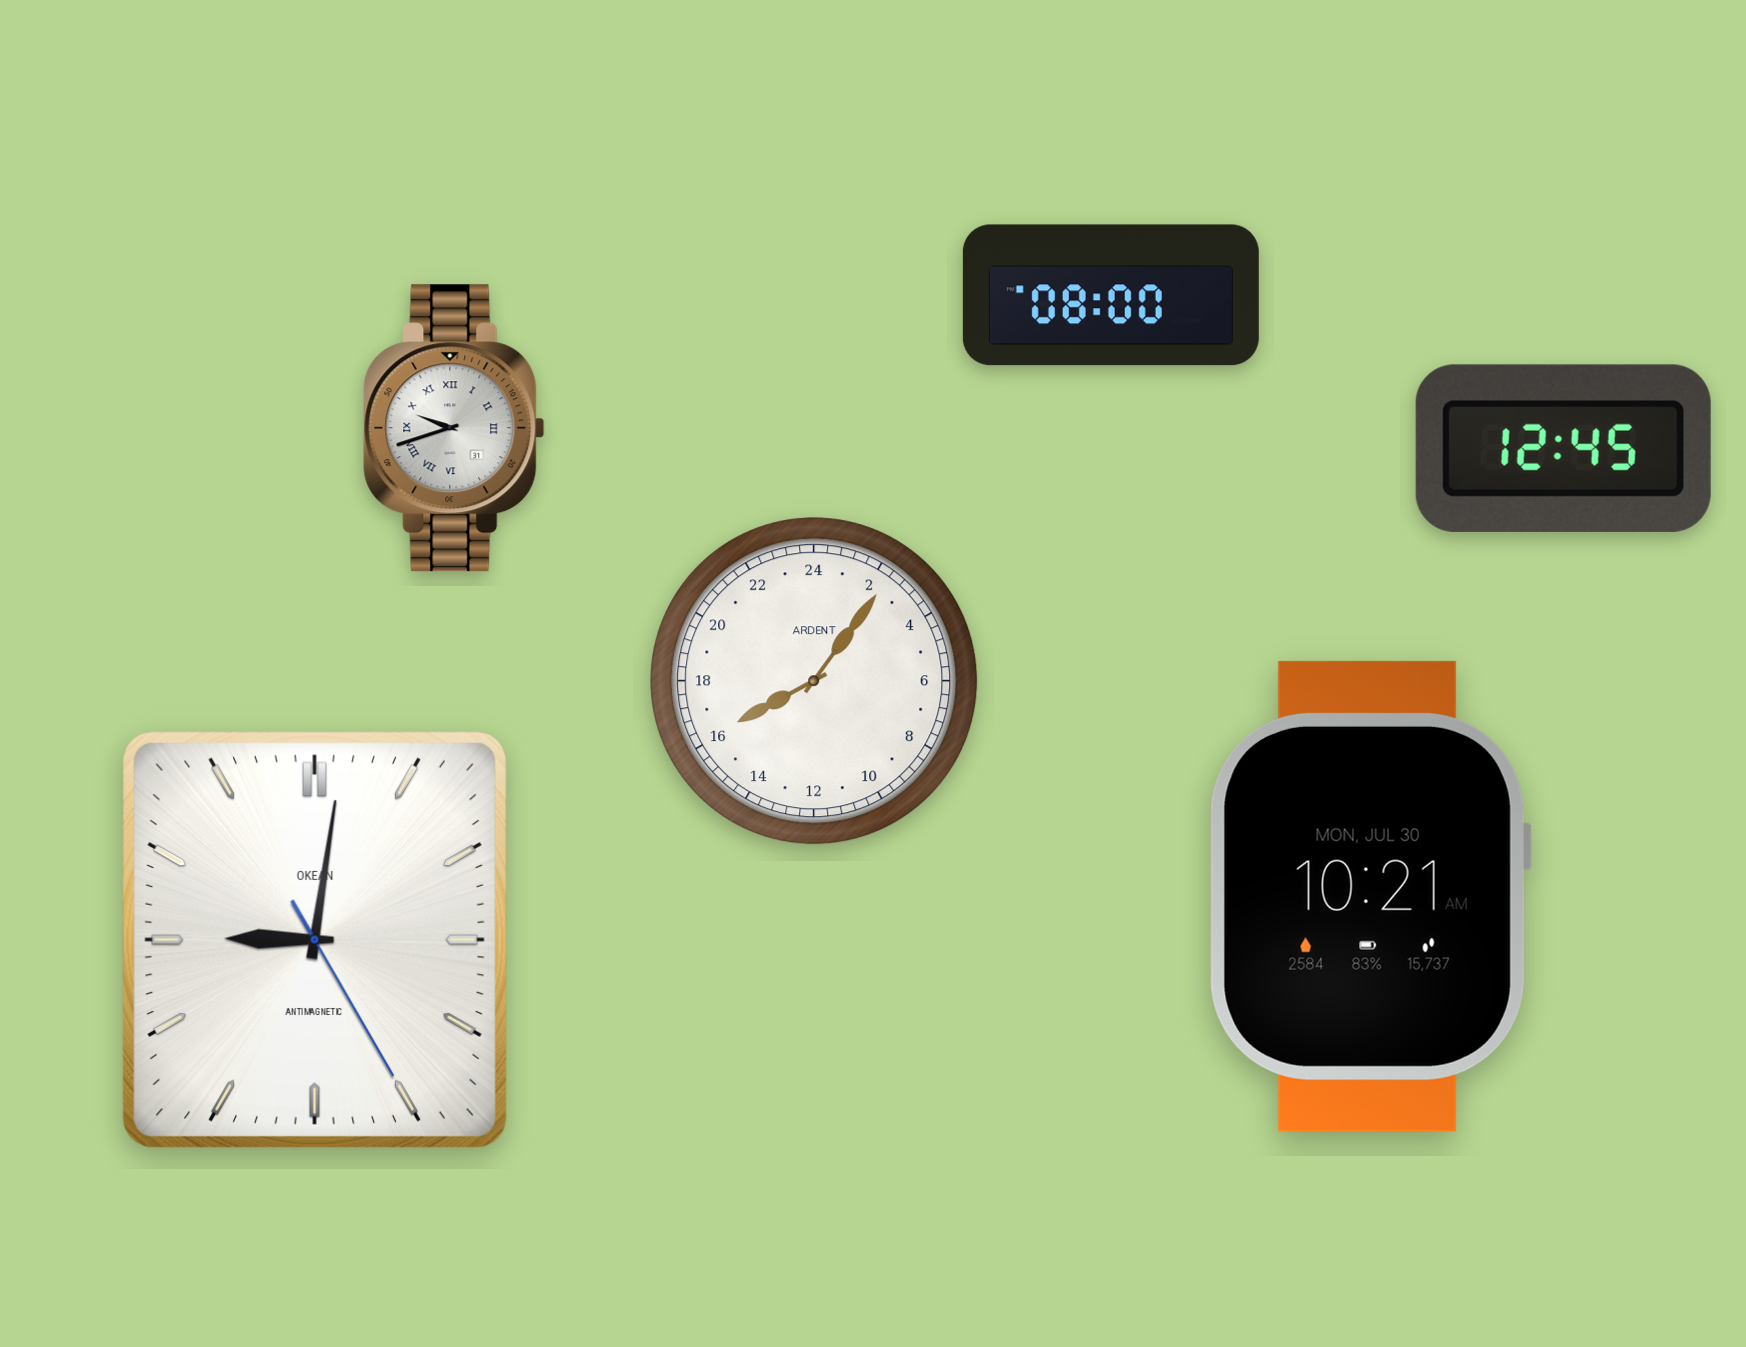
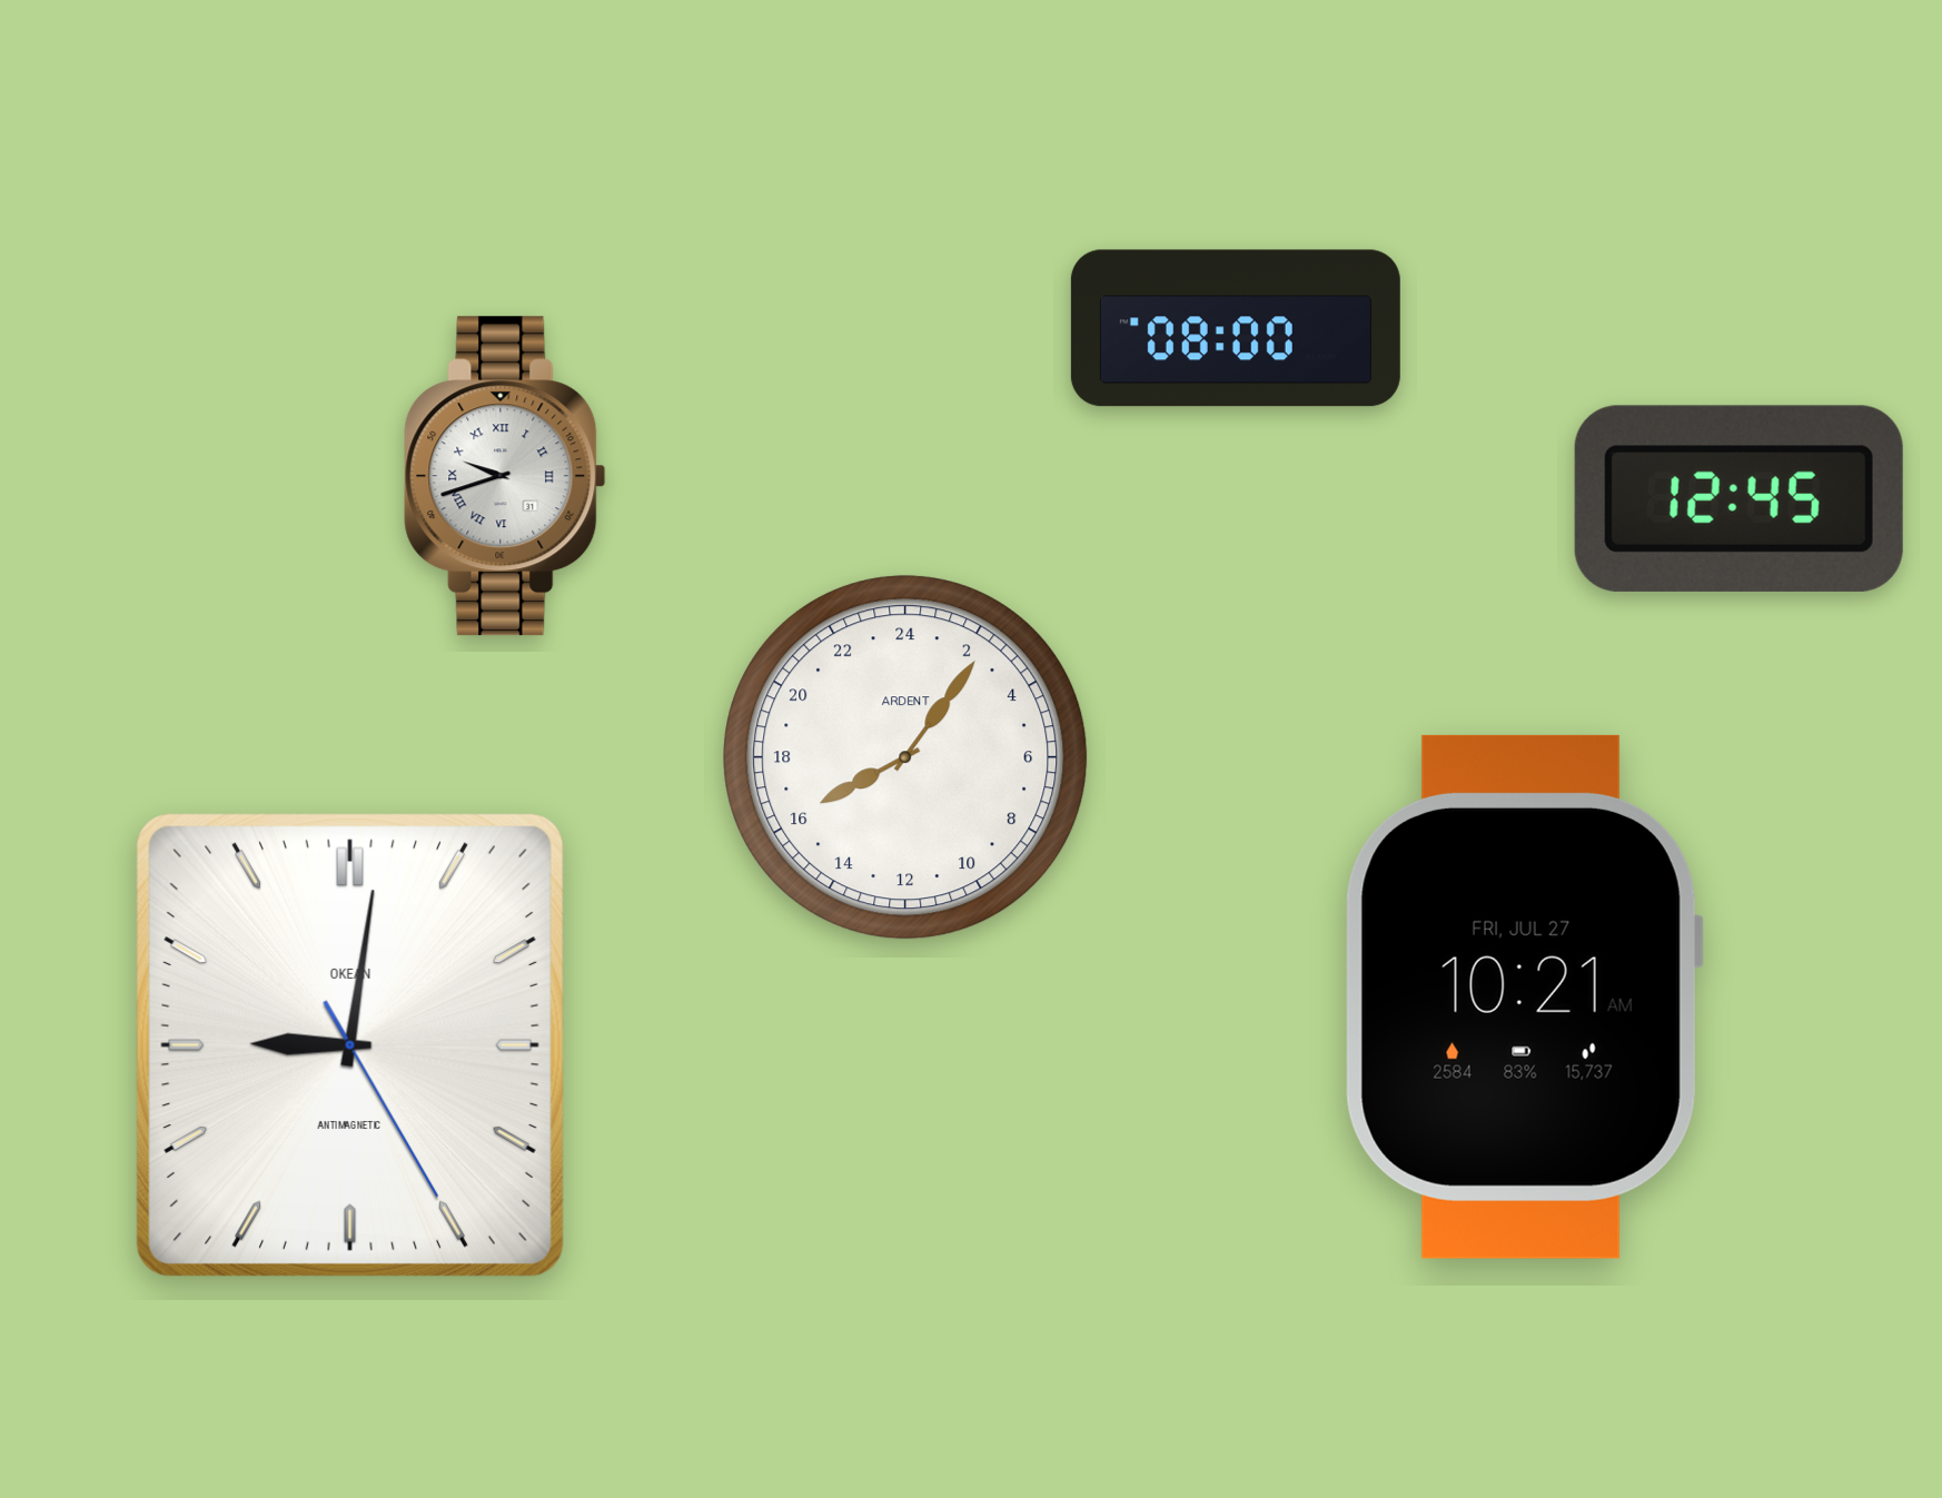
clock at (1370, 896) date: MON, JUL 30 -> FRI, JUL 27
